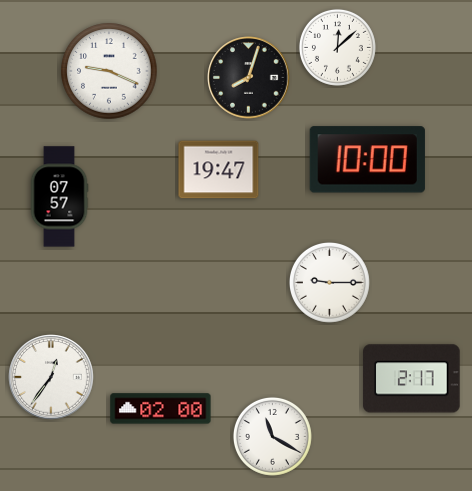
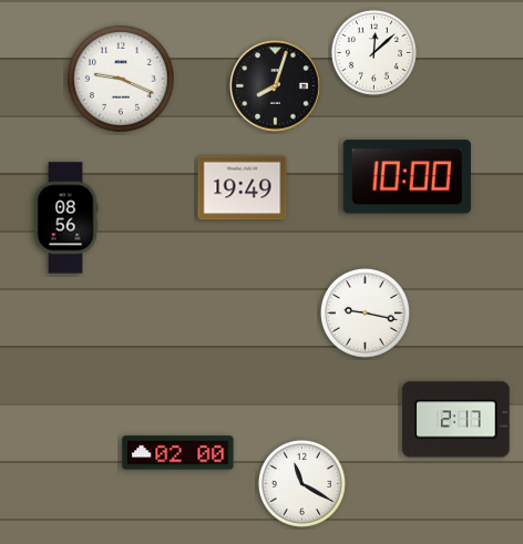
clock at (219, 170): 19:47 -> 19:49
clock at (59, 197): 07:57 -> 08:56
clock at (329, 282): 9:15 -> 9:17
clock at (51, 377): 12:36 -> none
